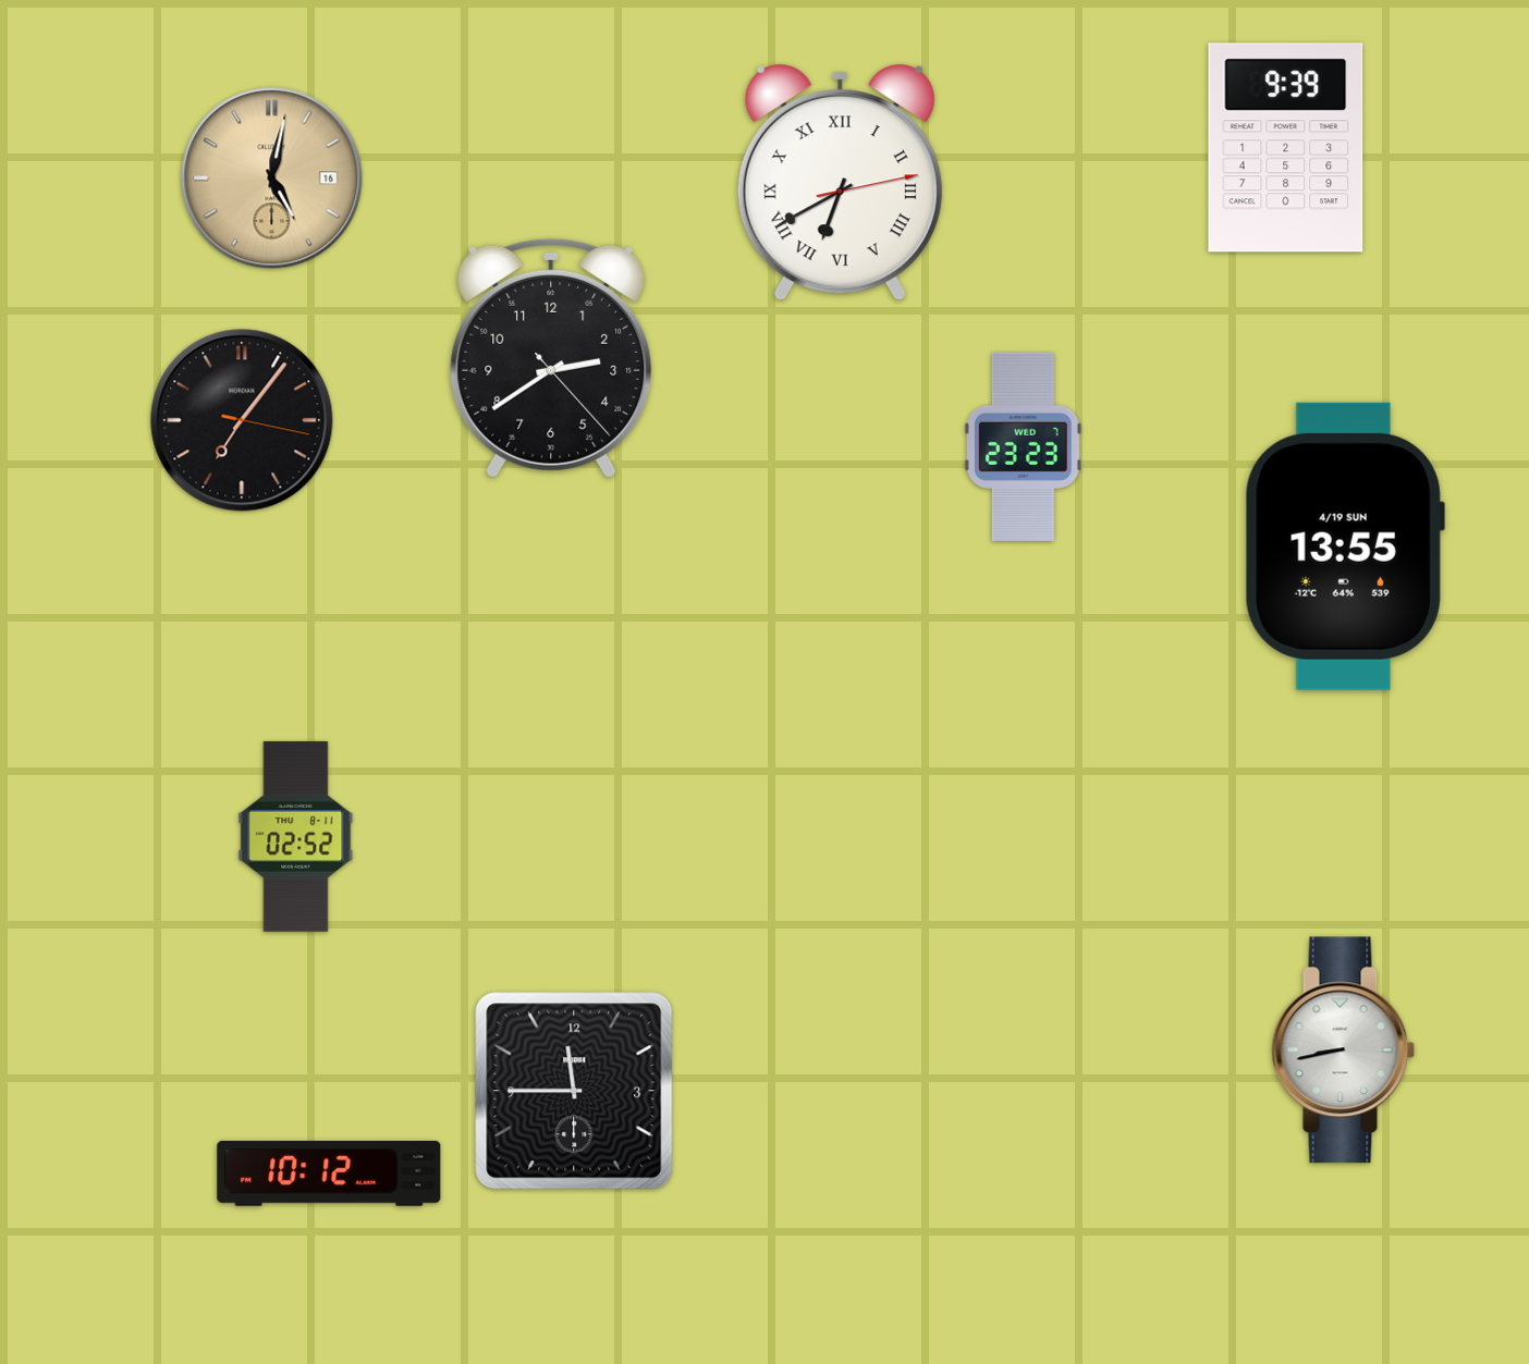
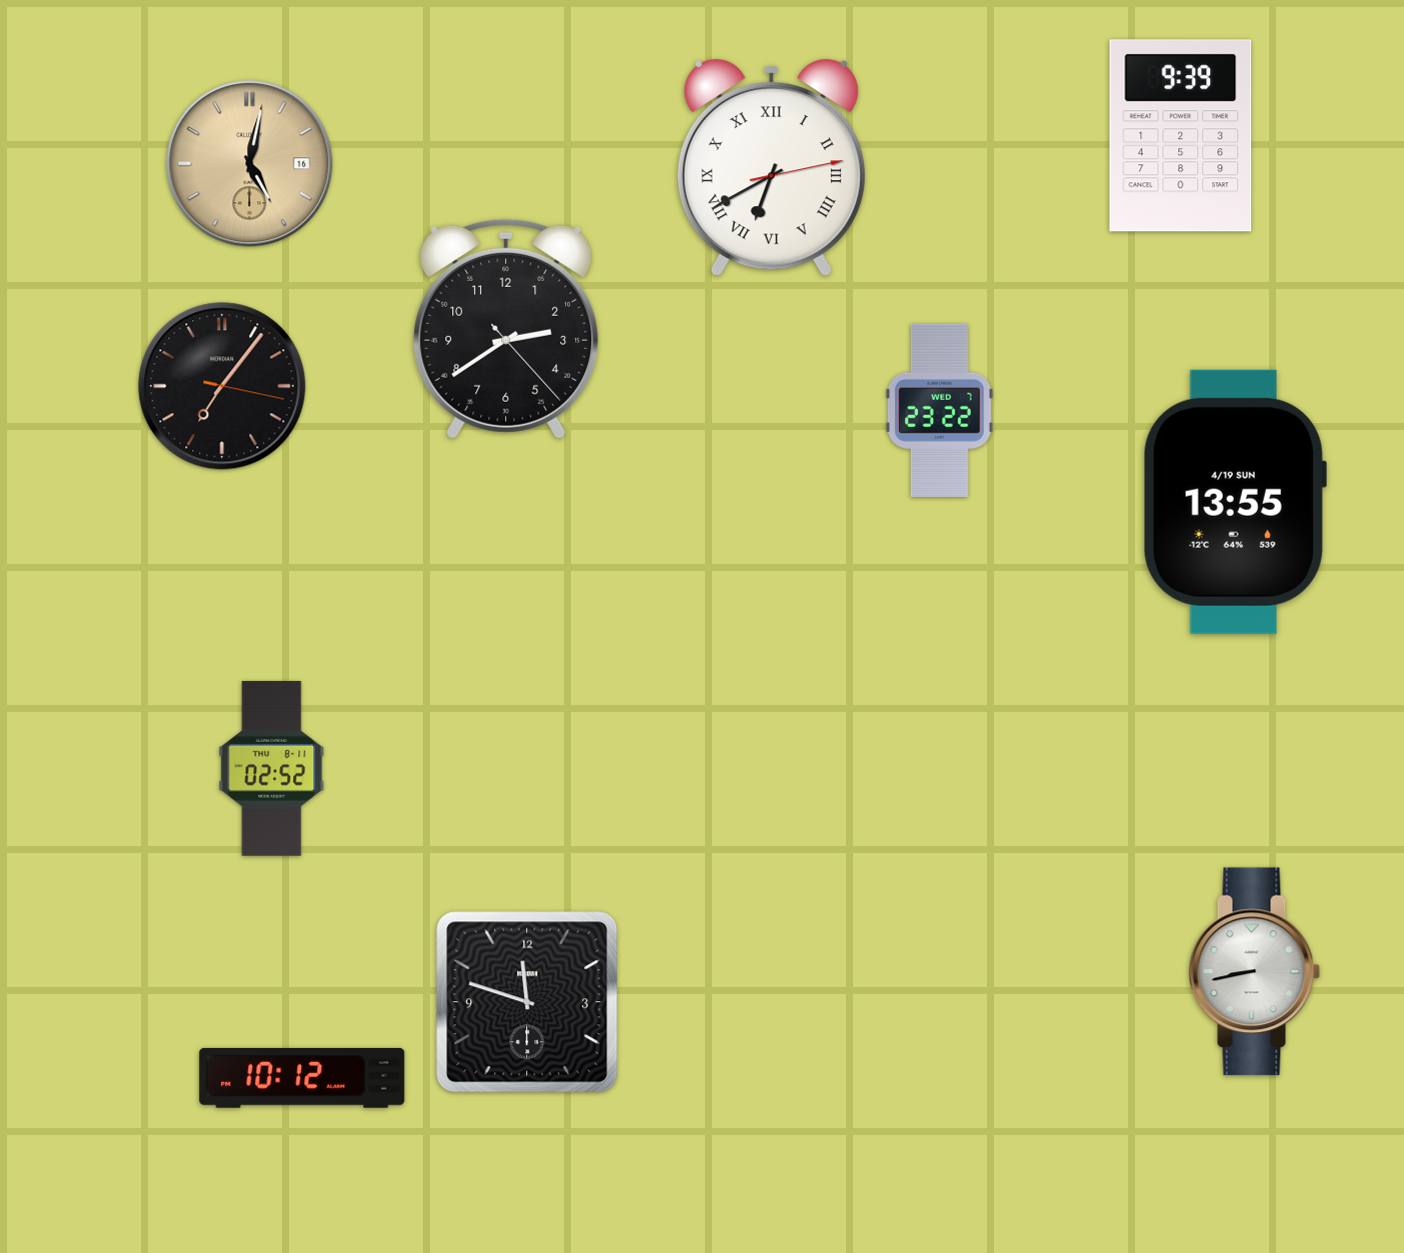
clock at (1023, 446): 23:23 -> 23:22
clock at (1344, 1050) position: (1344, 1050) -> (1255, 972)
clock at (574, 1091): 11:45 -> 11:48
